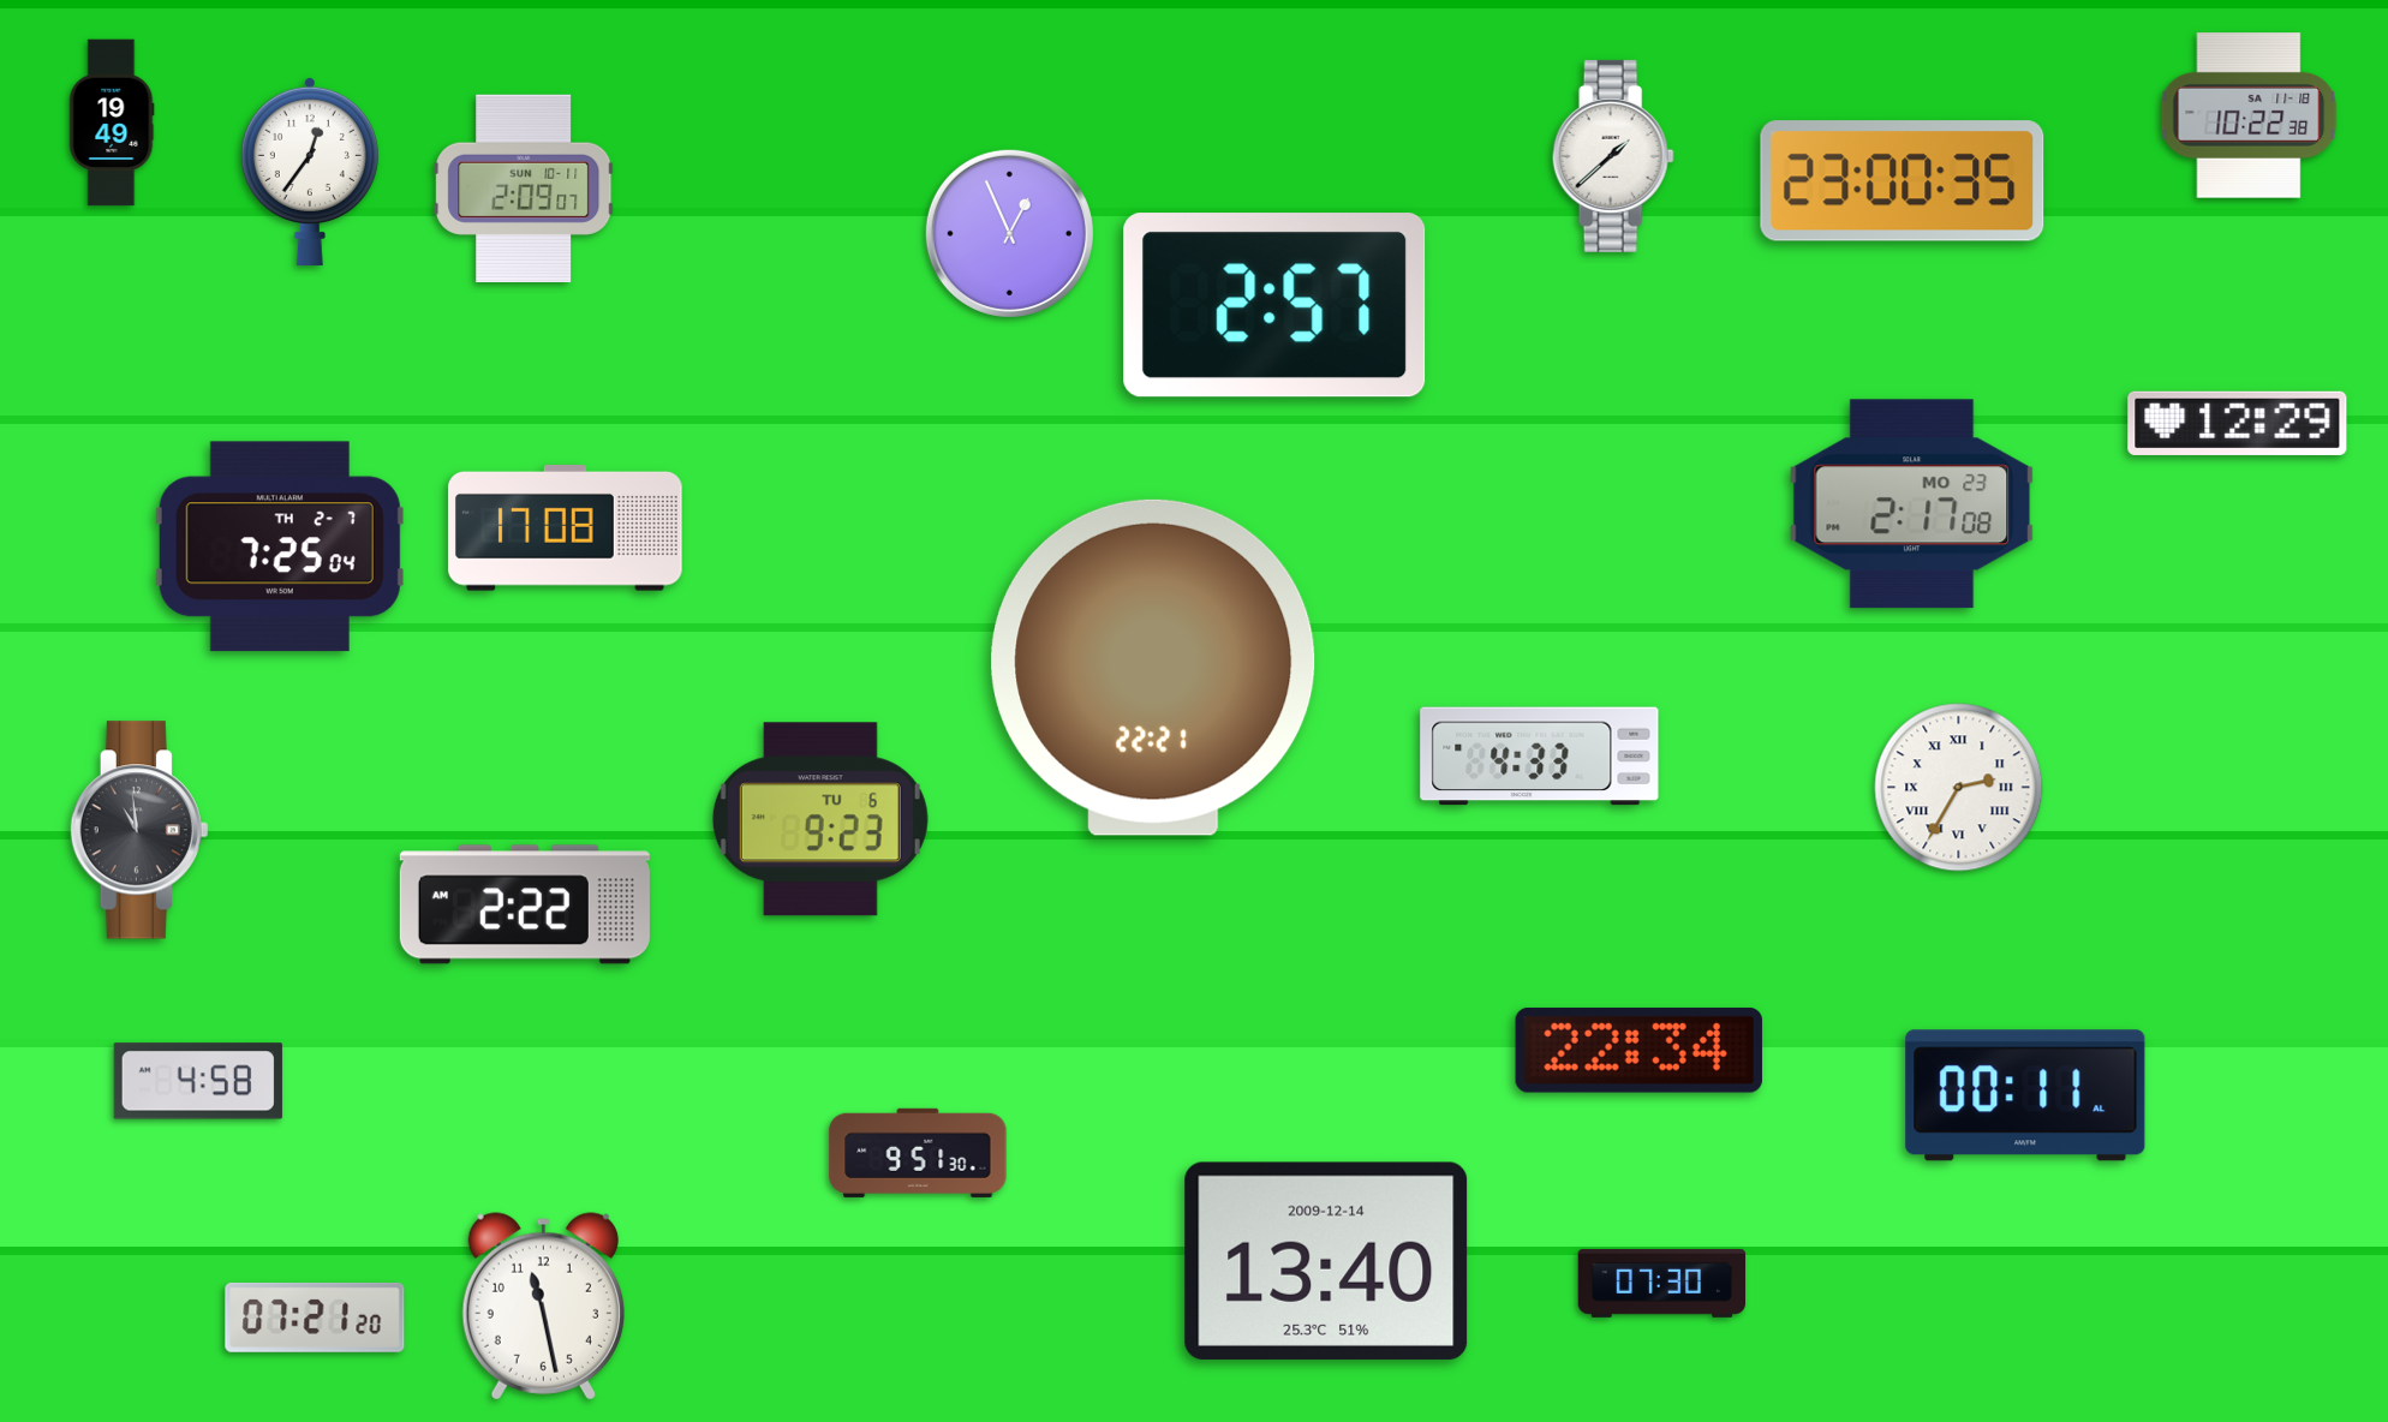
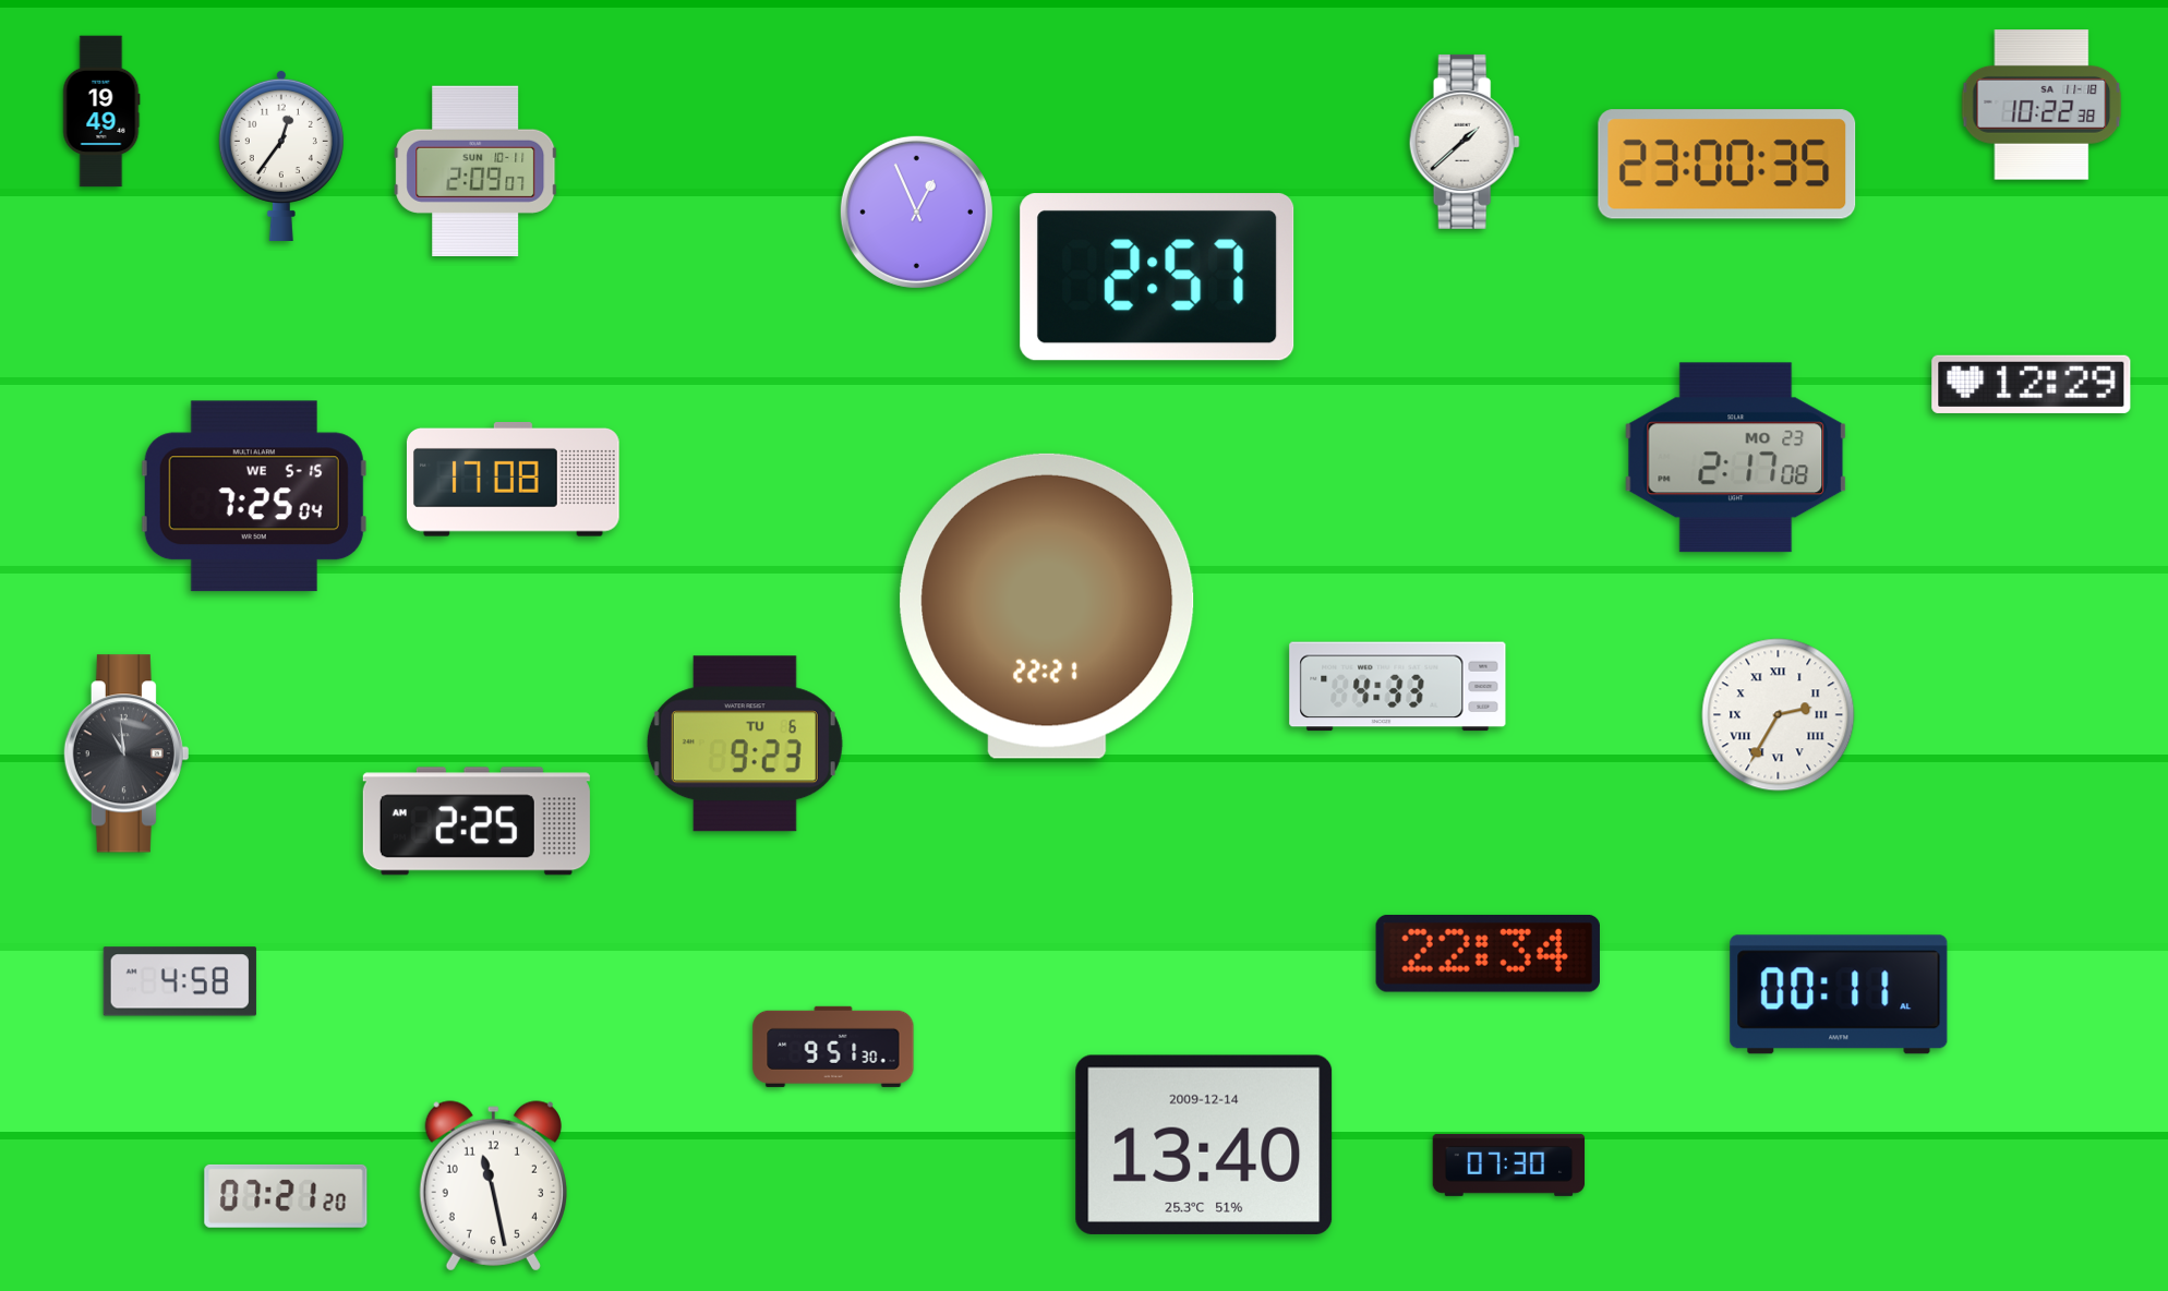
clock at (280, 546) date: TH 2-7 -> WE 5-15
clock at (525, 904): 2:22 -> 2:25
